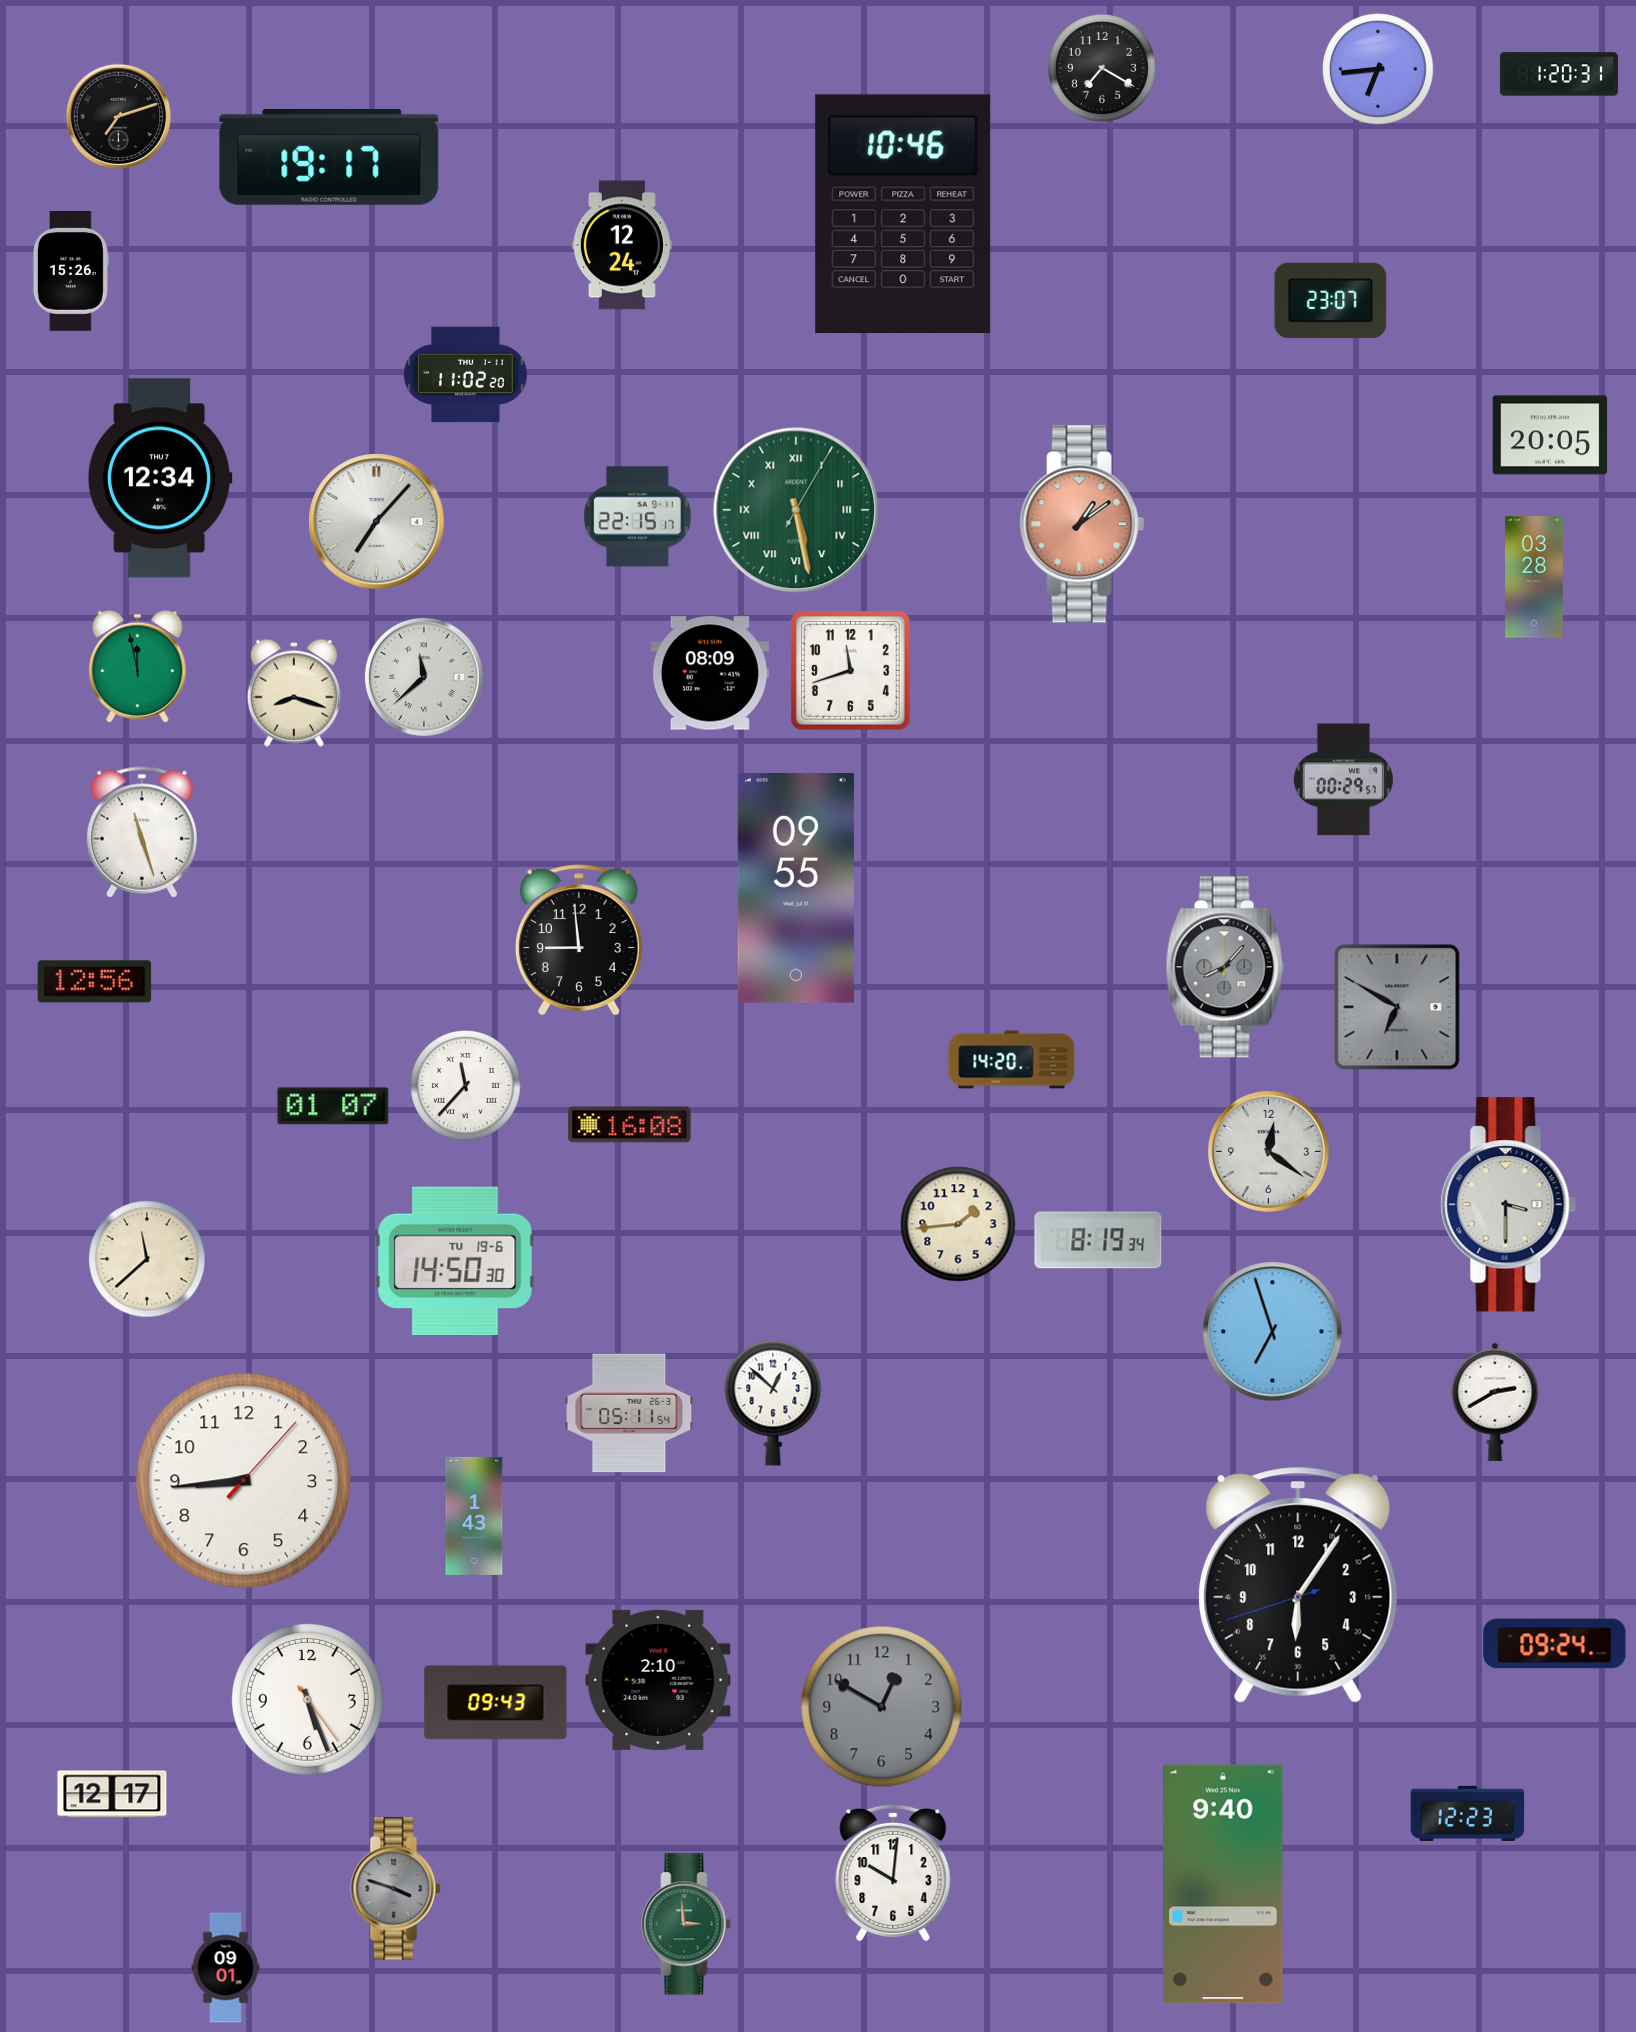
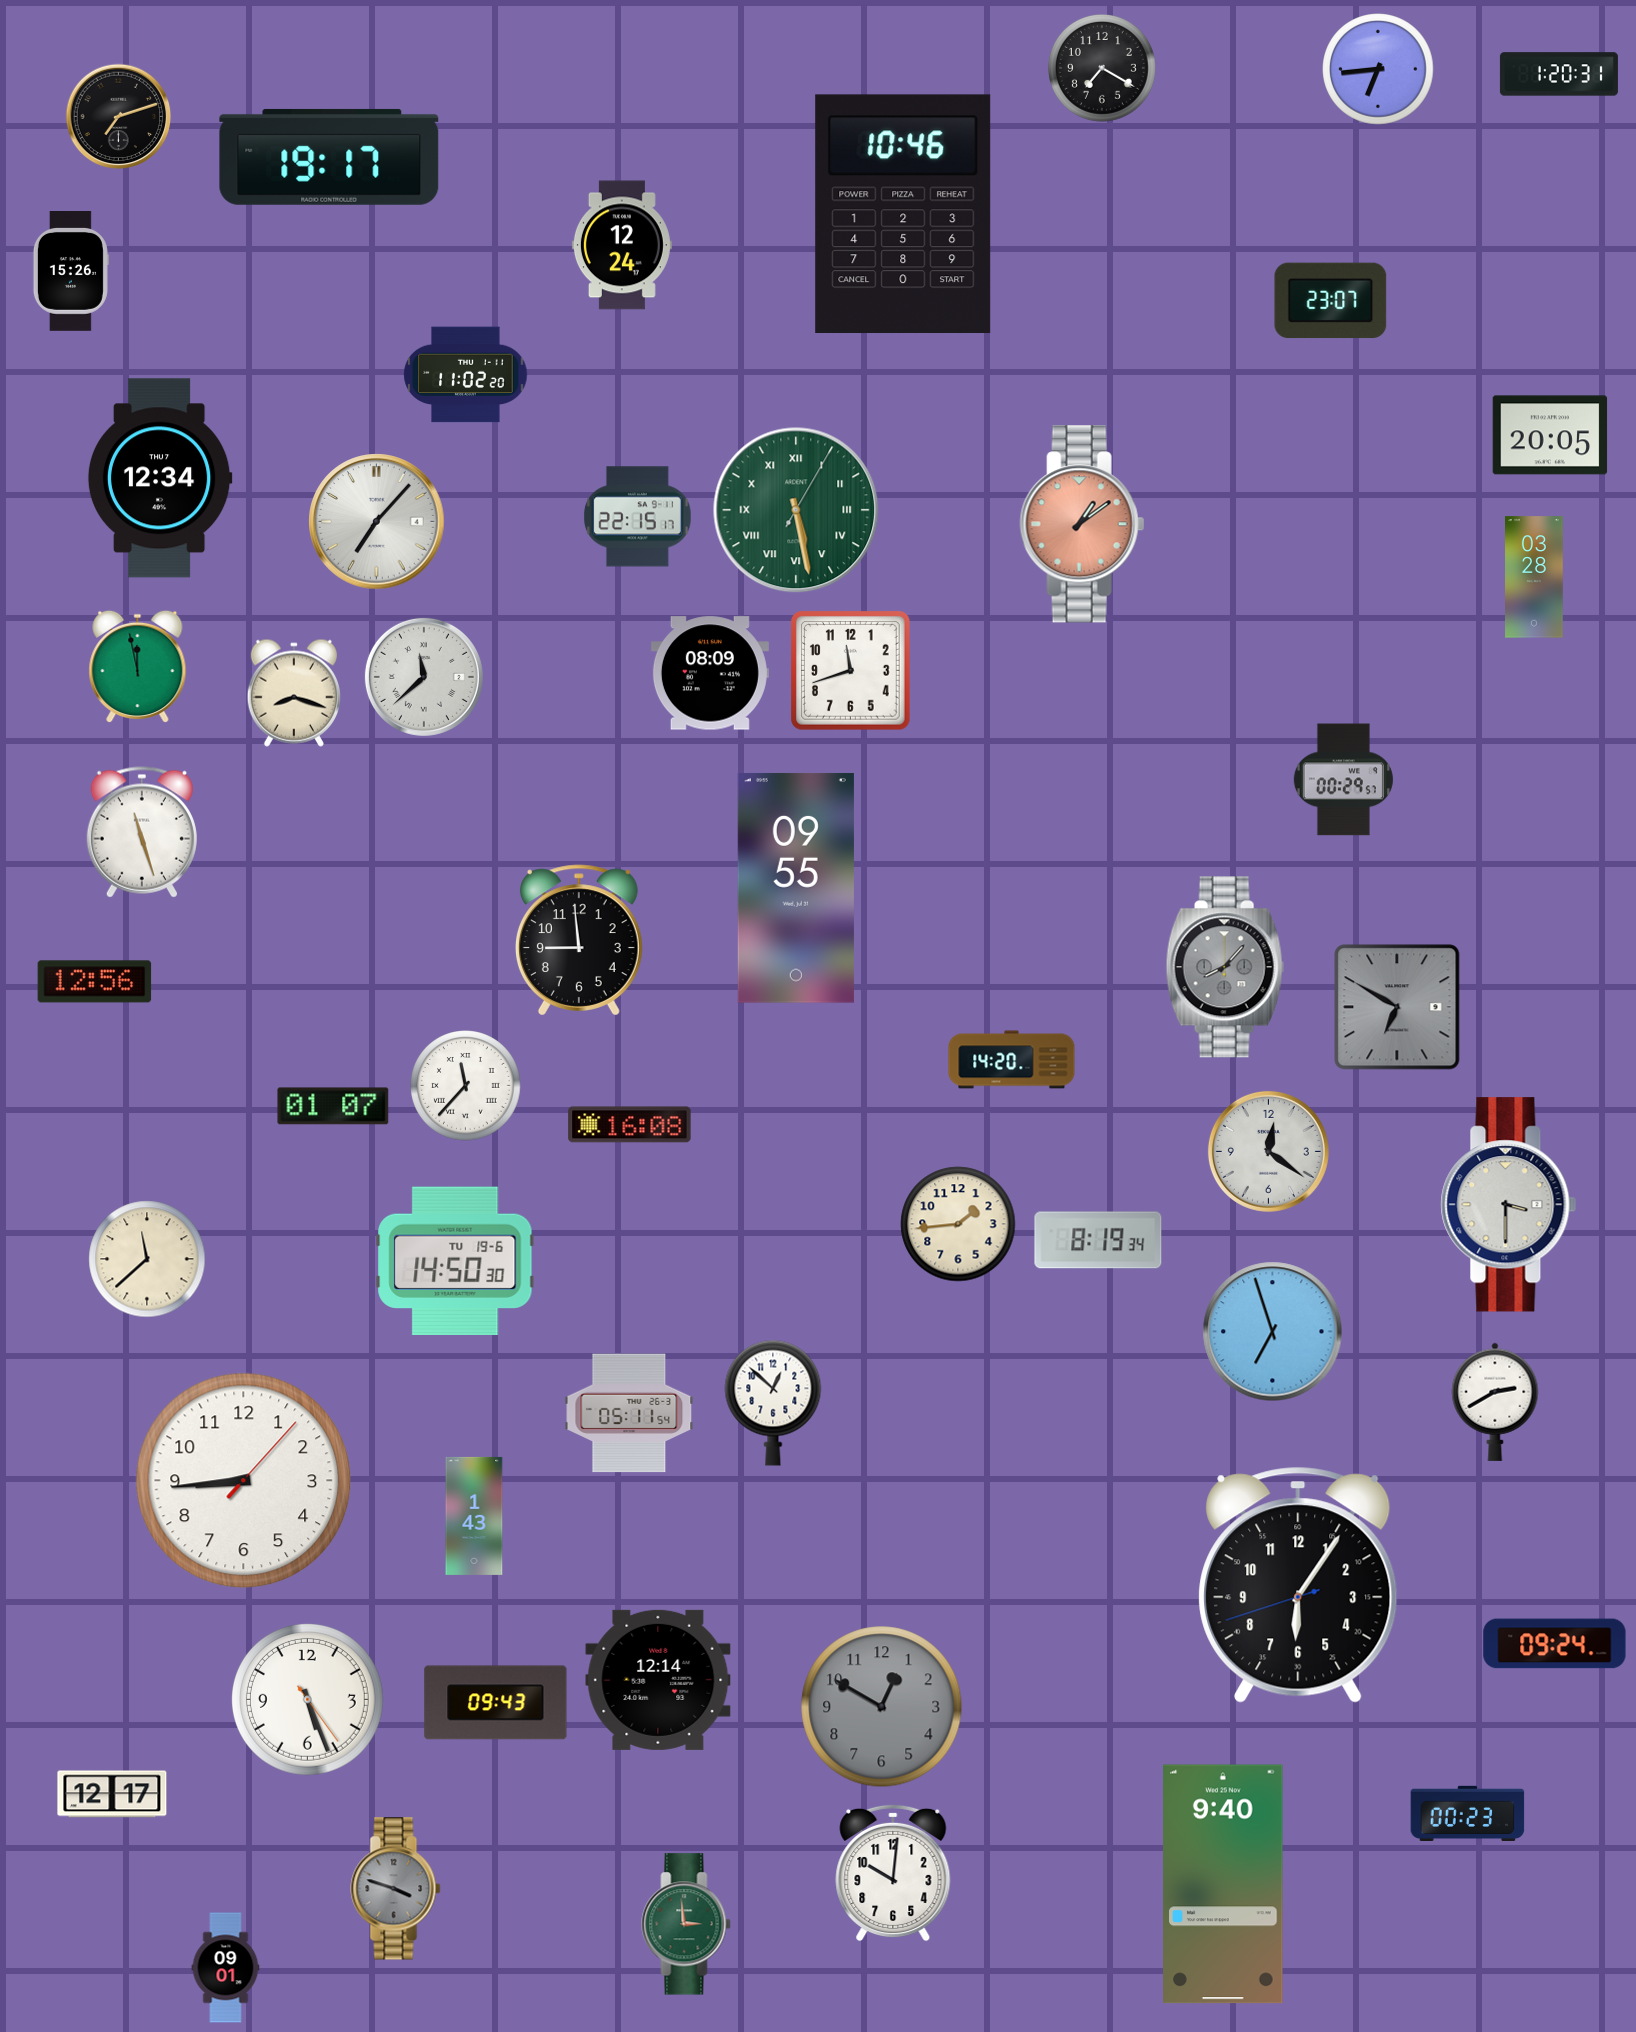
clock at (658, 1680): 2:10 -> 12:14
clock at (1468, 1813): 12:23 -> 00:23
